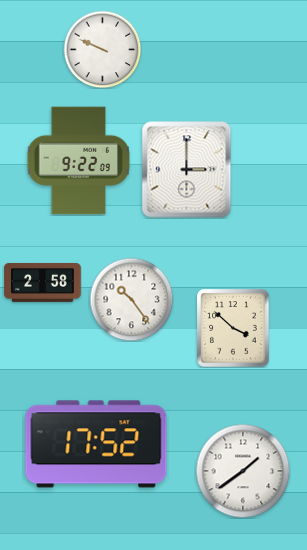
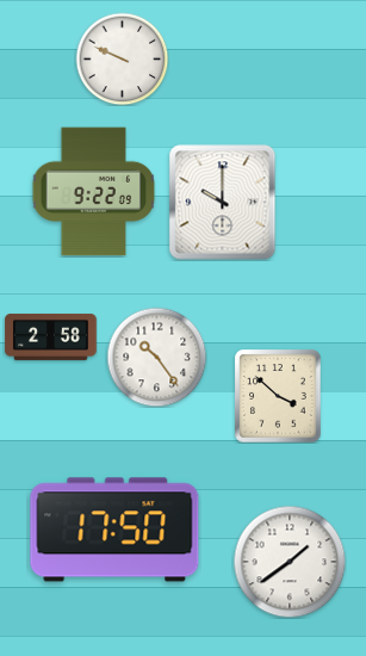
clock at (187, 170): 3:00 -> 10:00
clock at (233, 328) position: (233, 328) -> (278, 396)
clock at (96, 444): 17:52 -> 17:50
